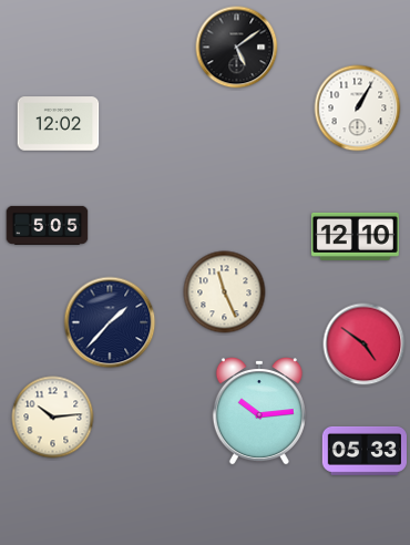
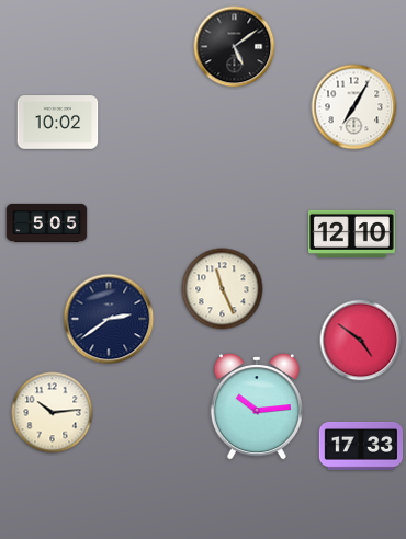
clock at (358, 109): 1:05 -> 7:05
clock at (59, 124): 12:02 -> 10:02
clock at (110, 322): 1:37 -> 2:39
clock at (363, 451): 05:33 -> 17:33
